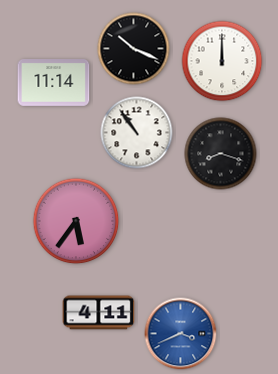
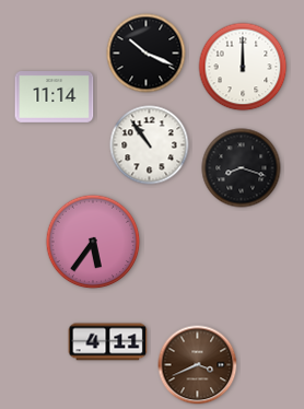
clock at (54, 83) position: (54, 83) -> (55, 97)
clock at (76, 221) position: (76, 221) -> (93, 242)
clock at (181, 334) dial: blue -> brown
